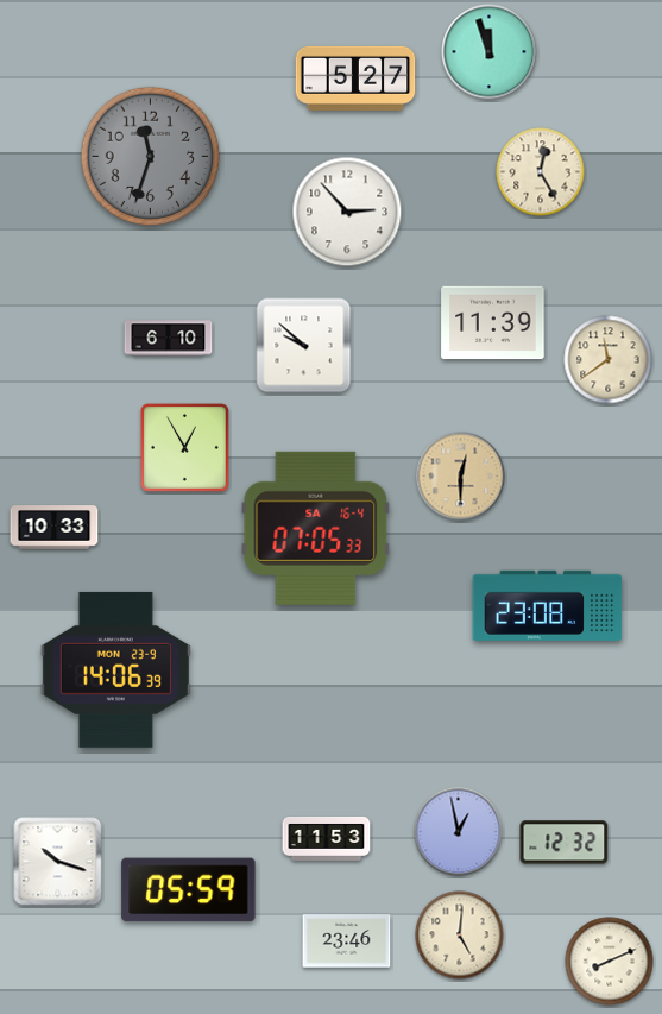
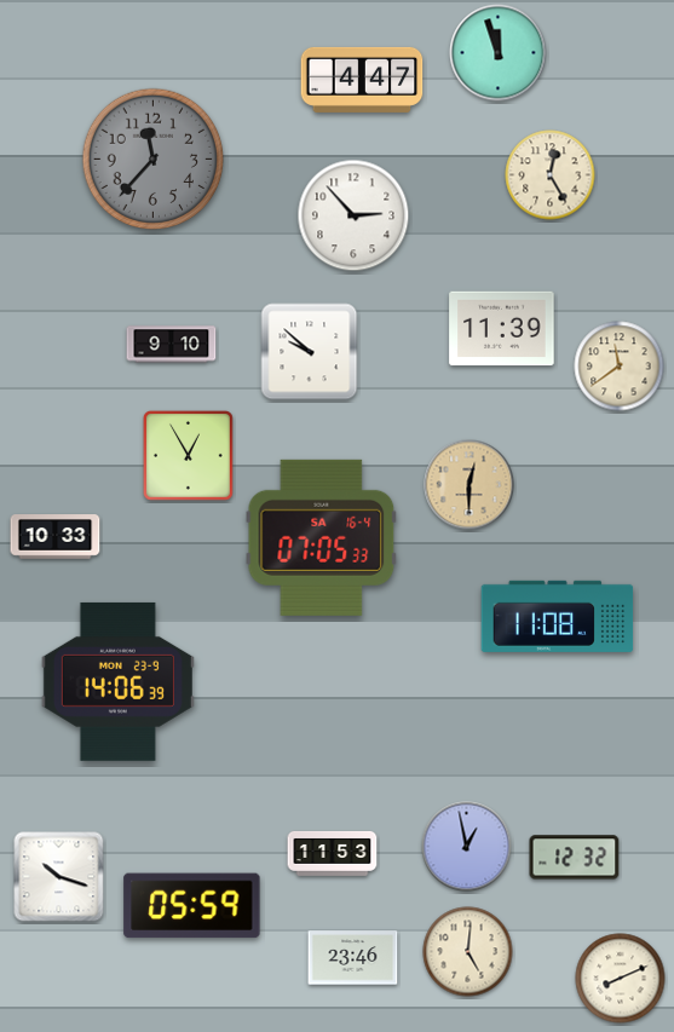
clock at (355, 78): 5:27 -> 4:47
clock at (151, 157): 11:33 -> 11:37
clock at (169, 339): 6:10 -> 9:10
clock at (548, 605): 23:08 -> 11:08
